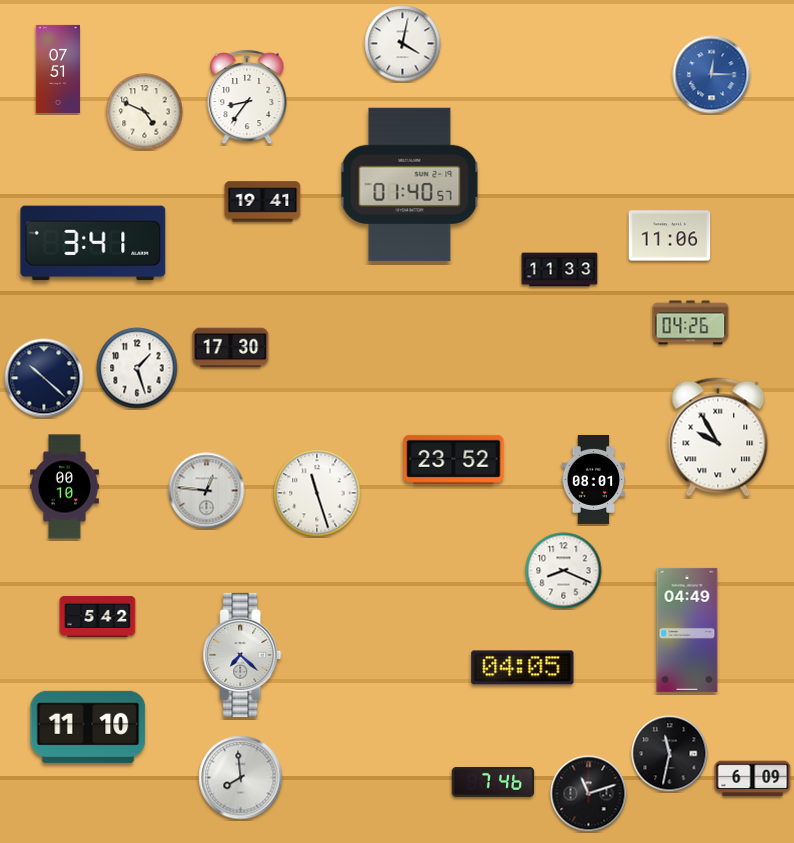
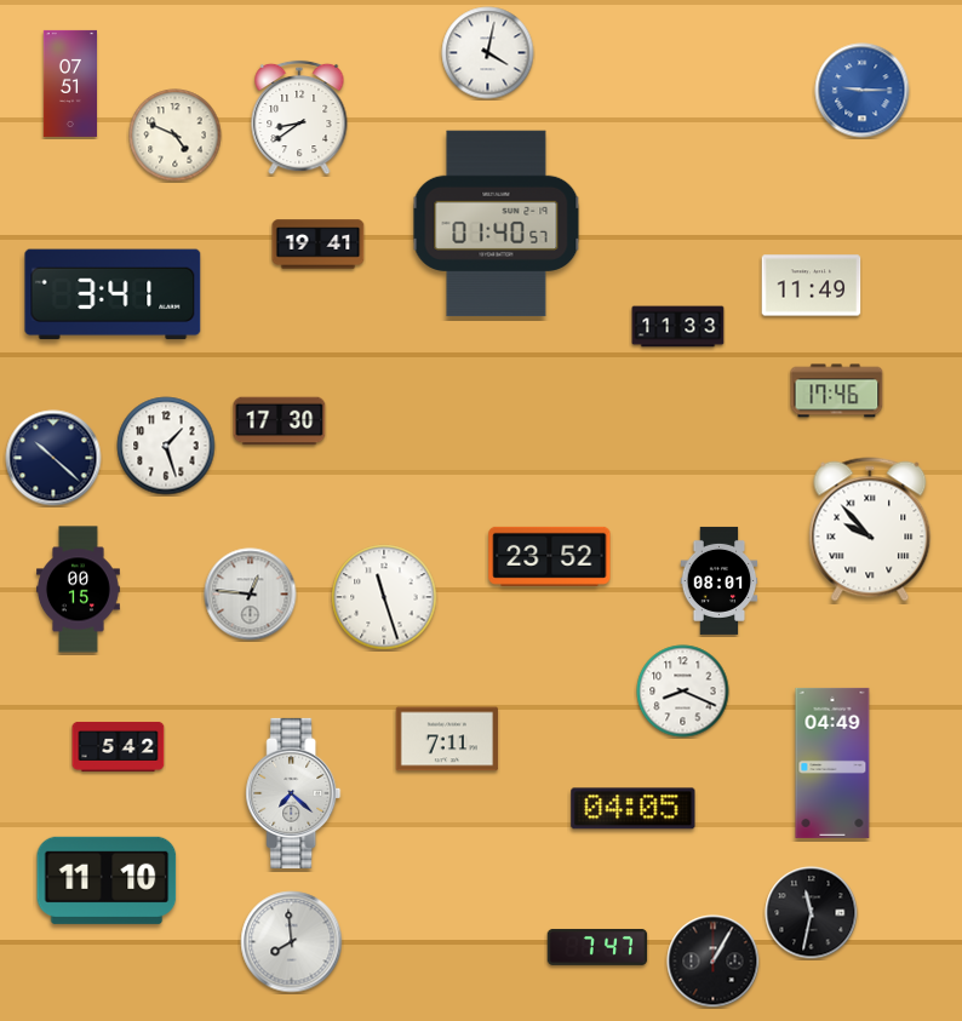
clock at (712, 75): 12:15 -> 9:15
clock at (247, 97): 8:36 -> 8:39
clock at (670, 236): 11:06 -> 11:49
clock at (691, 323): 04:26 -> 17:46
clock at (718, 437): 9:55 -> 9:53
clock at (65, 487): 00:10 -> 00:15
clock at (447, 739): none -> 7:11
clock at (753, 779): 6:09 -> none
clock at (493, 782): 7:46 -> 7:47
clock at (589, 794): 11:12 -> 1:05
